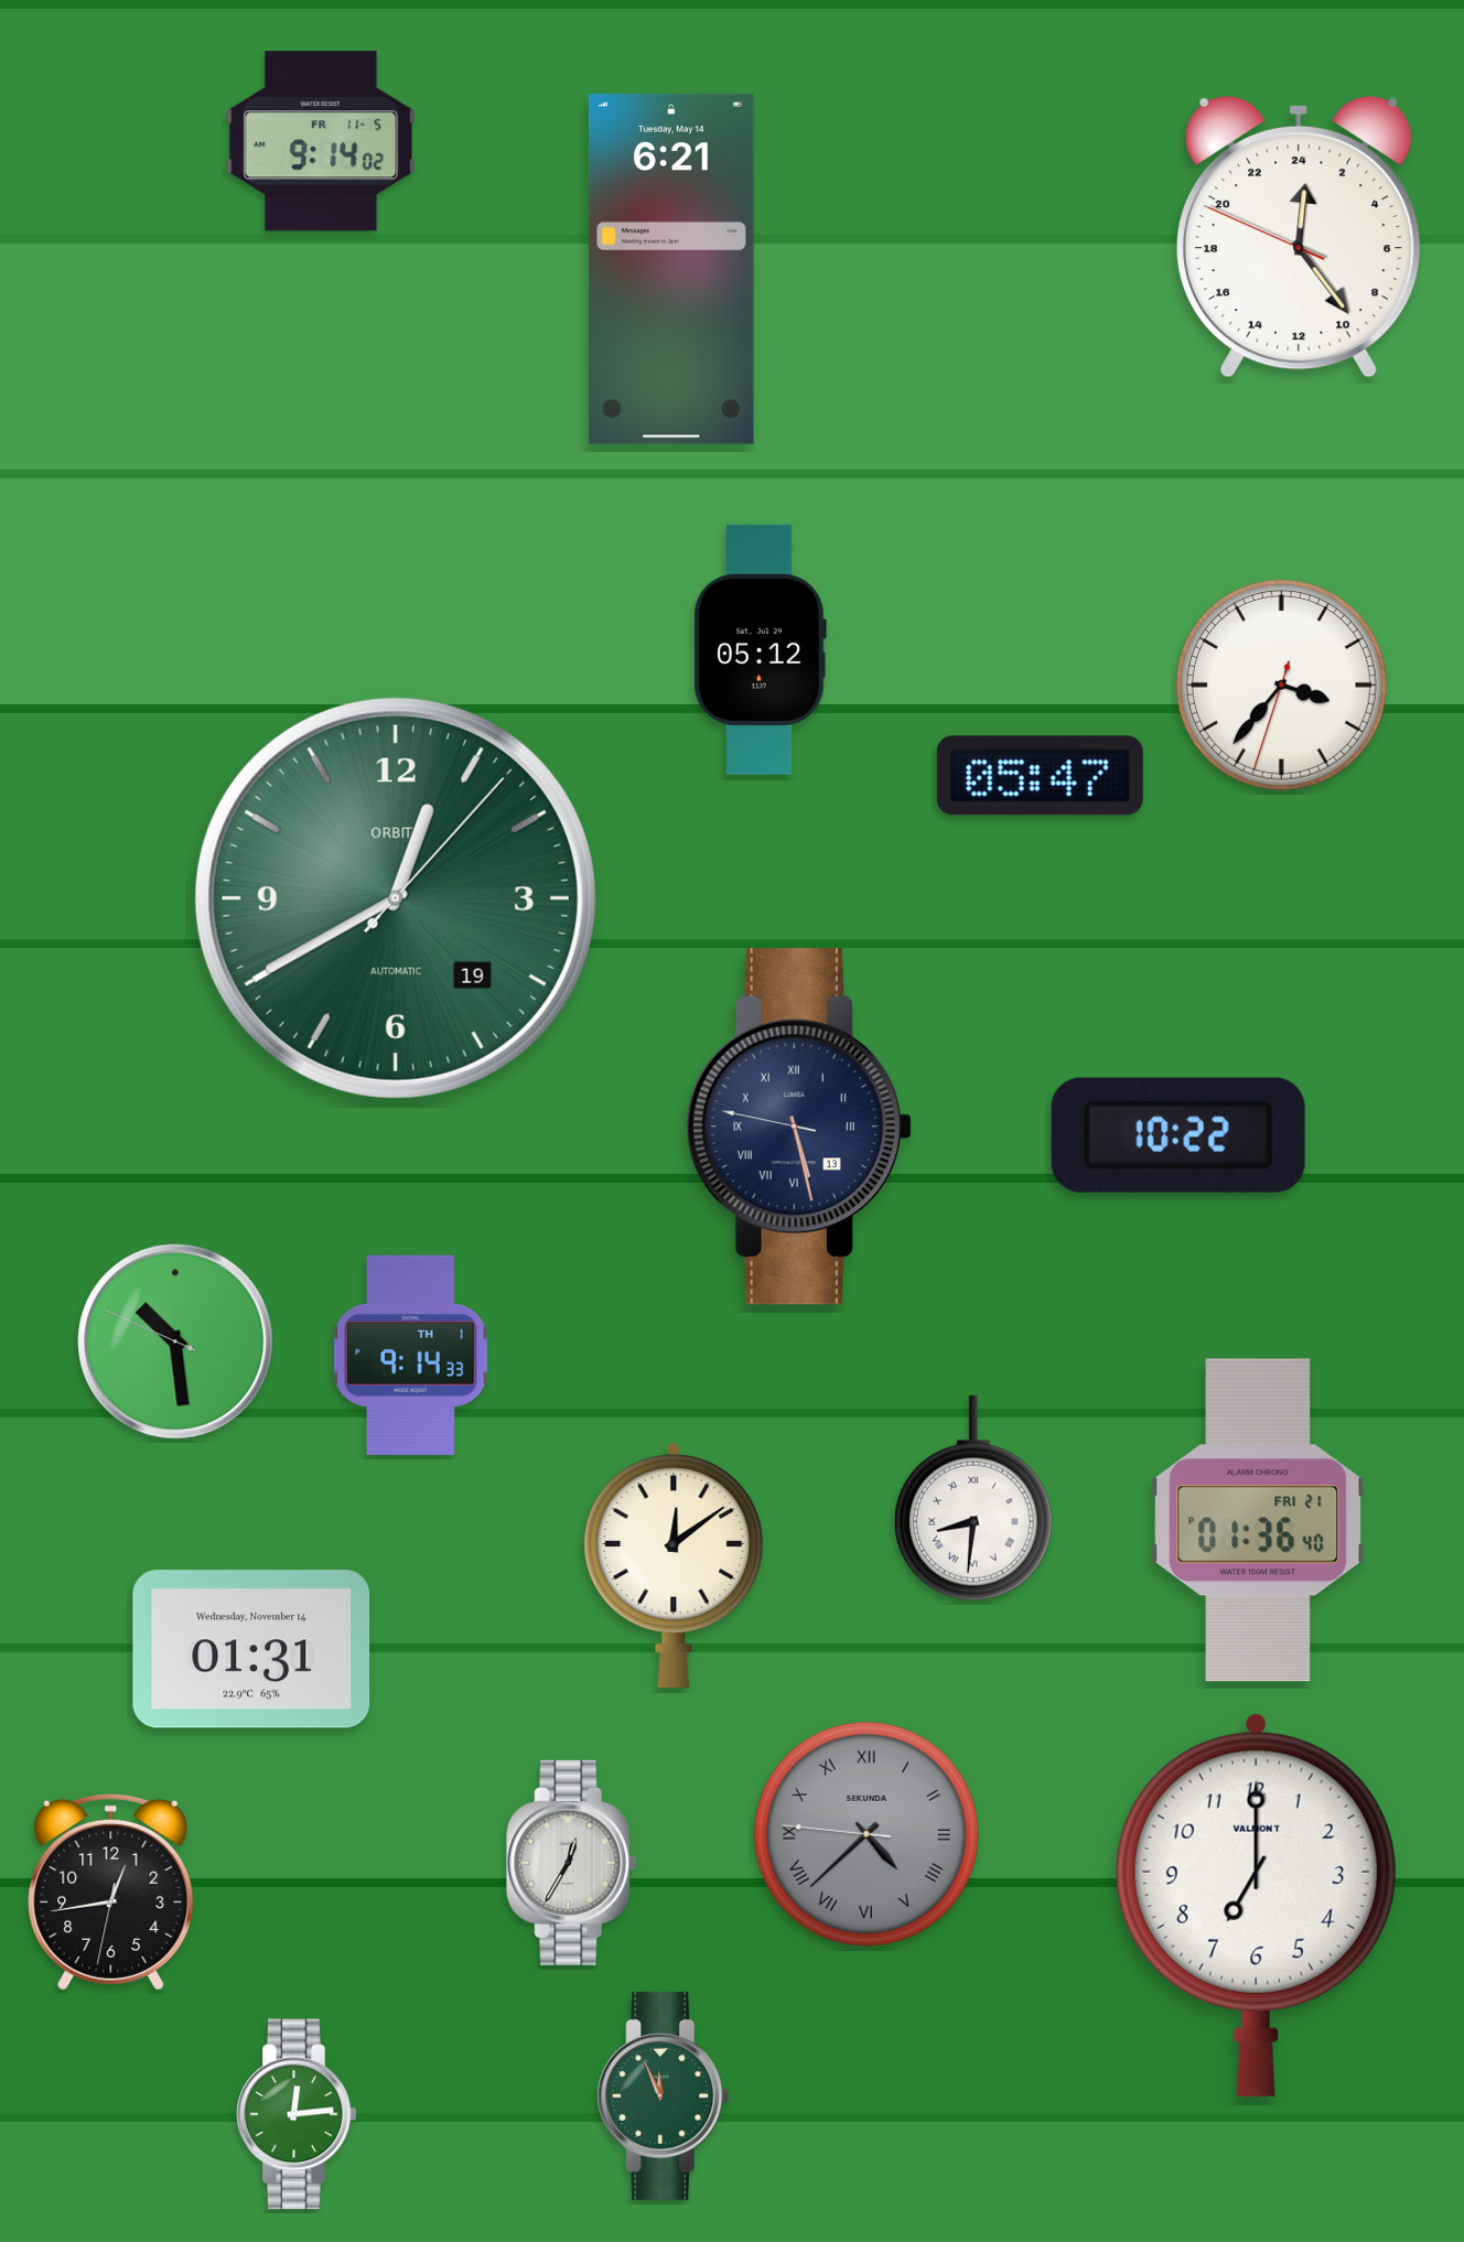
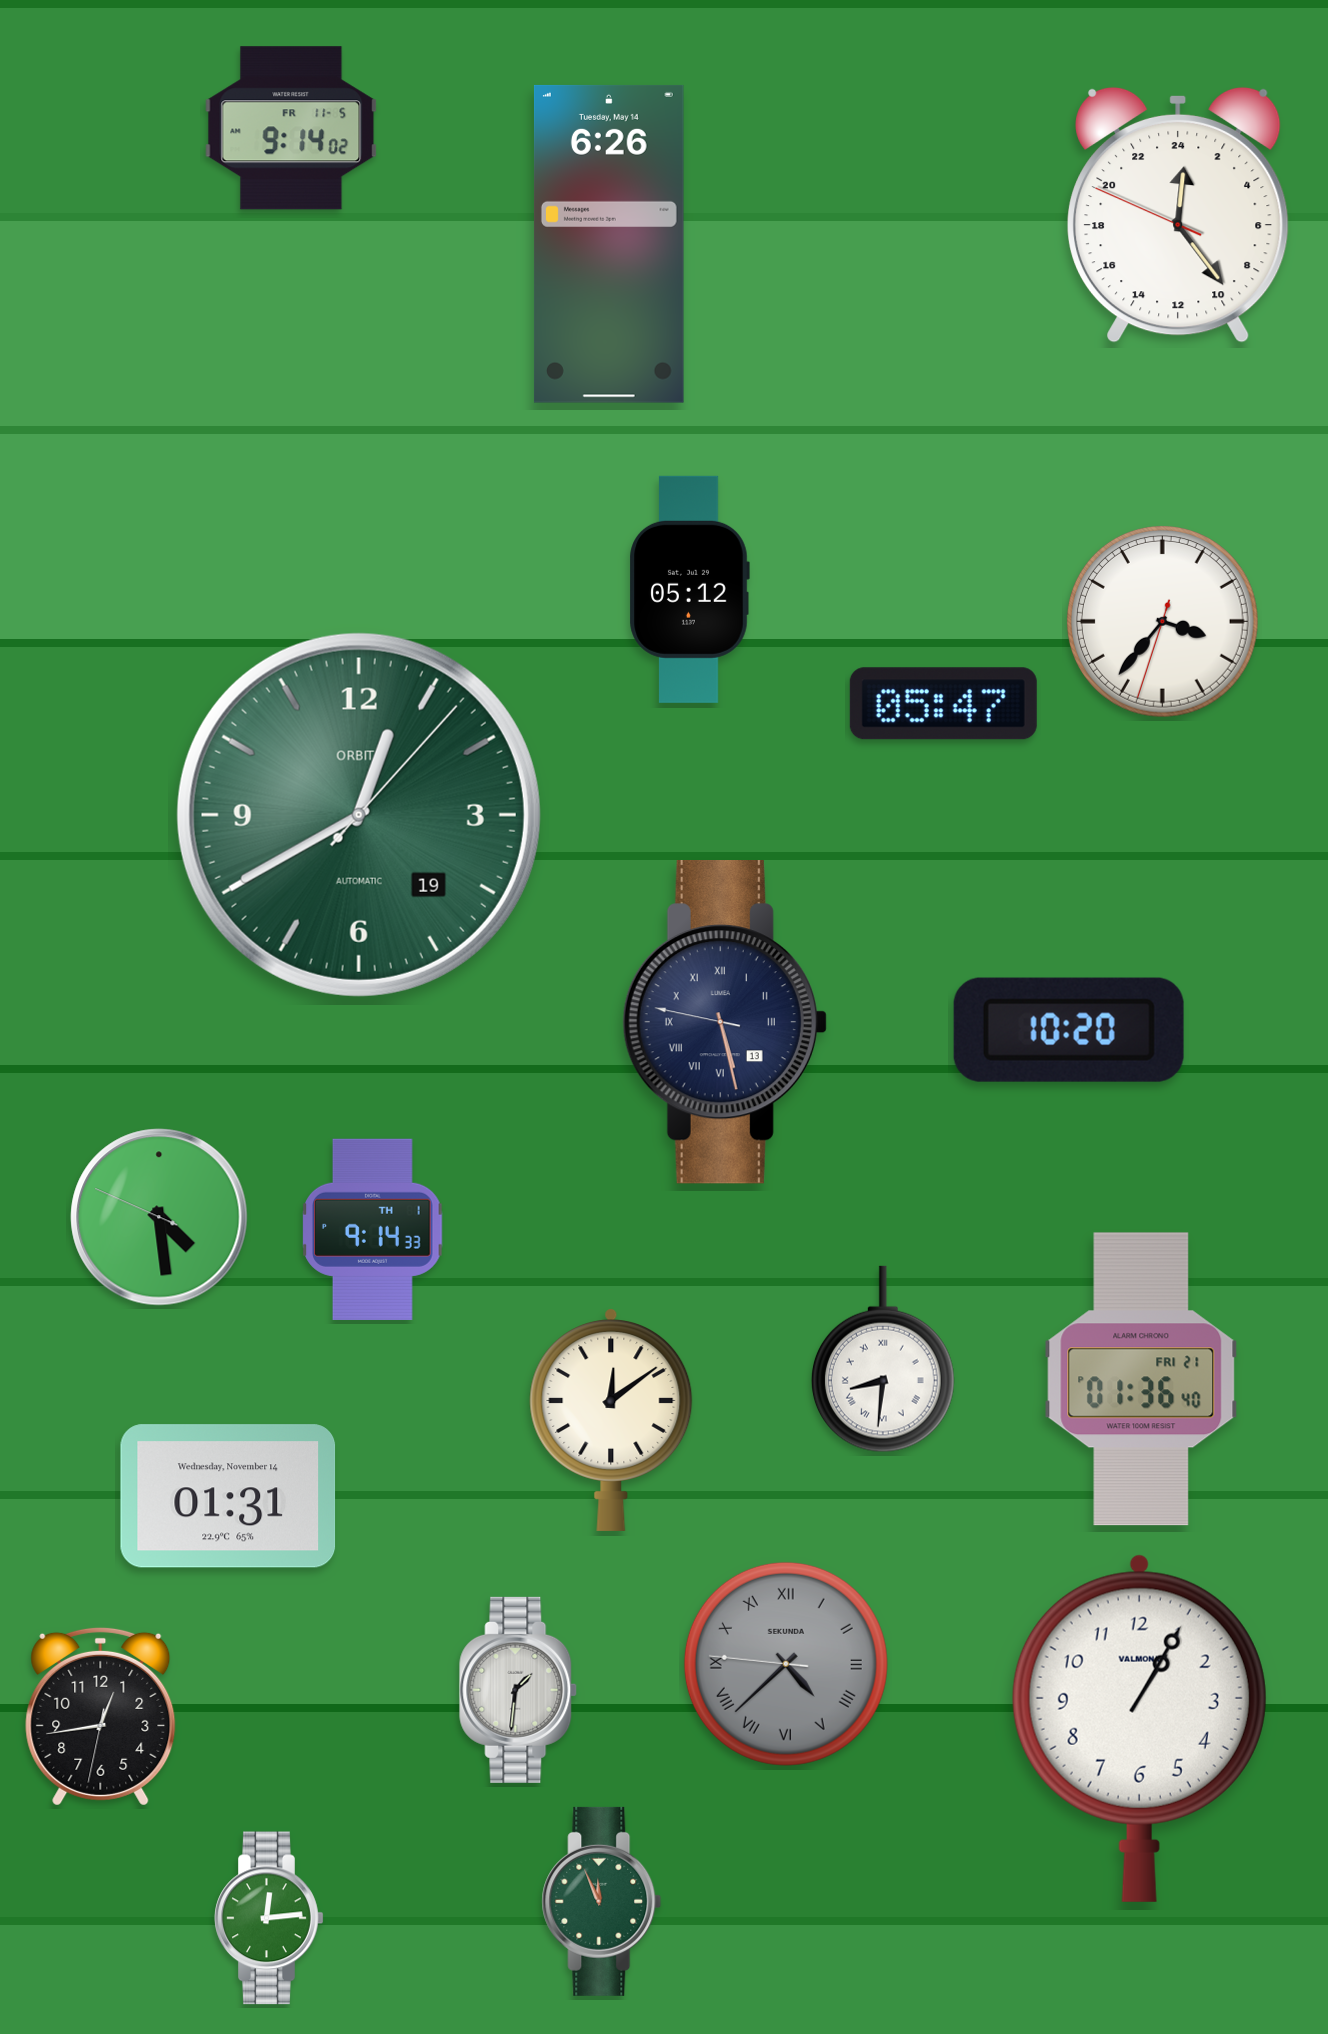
clock at (671, 269): 6:21 -> 6:26
clock at (1178, 1135): 10:22 -> 10:20
clock at (175, 1341): 10:28 -> 4:28
clock at (572, 1863): 12:35 -> 1:31
clock at (1256, 1905): 7:00 -> 1:05
